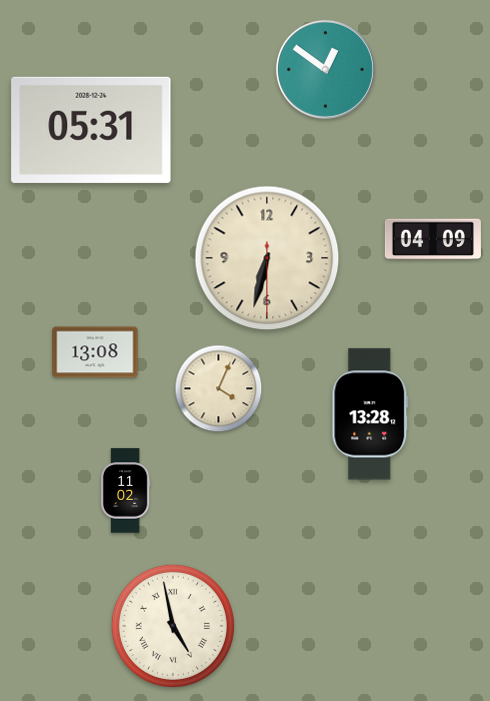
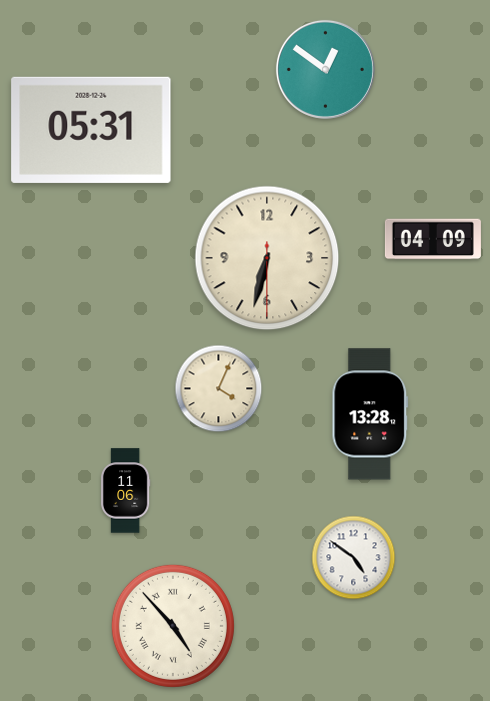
clock at (95, 352): 13:08 -> none
clock at (125, 491): 11:02 -> 11:06
clock at (354, 558): none -> 4:51
clock at (173, 626): 4:58 -> 4:53
